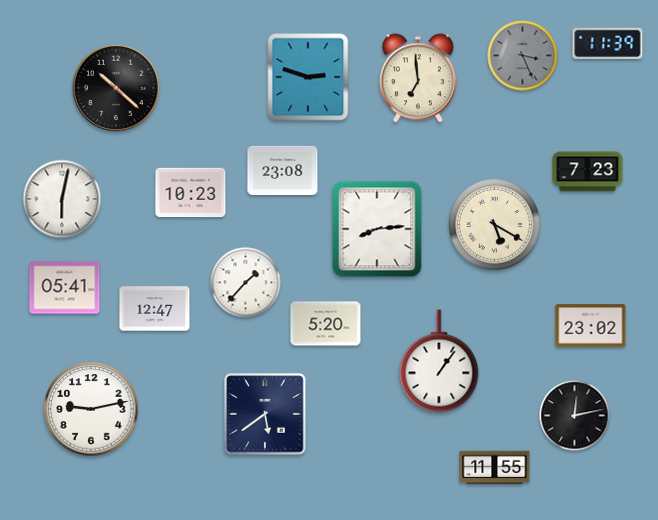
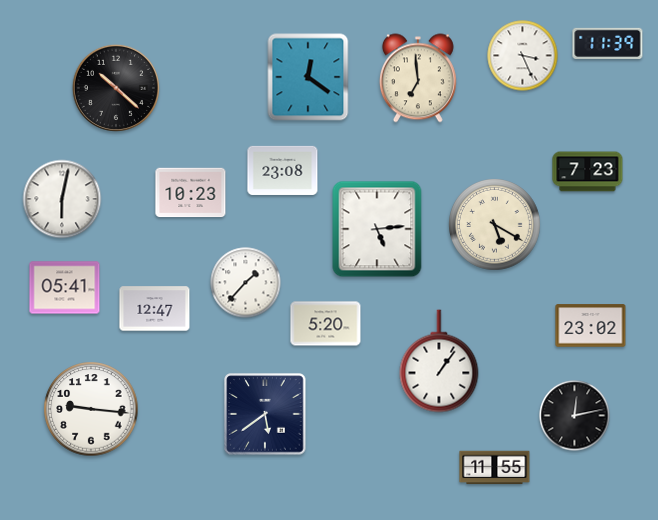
clock at (523, 56) dial: grey -> white
clock at (308, 77): 2:48 -> 12:21
clock at (377, 229): 8:14 -> 5:14
clock at (91, 409): 9:13 -> 9:16
